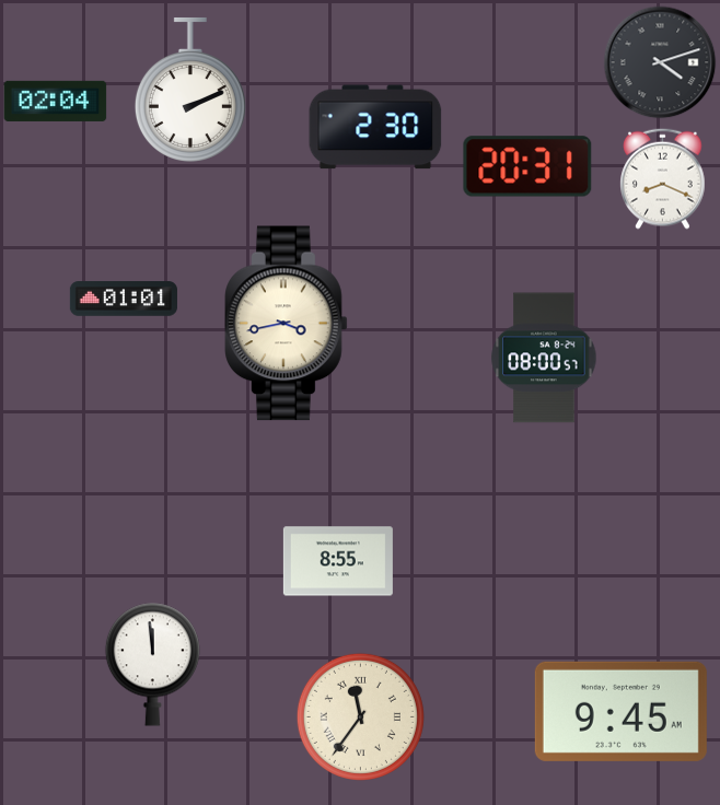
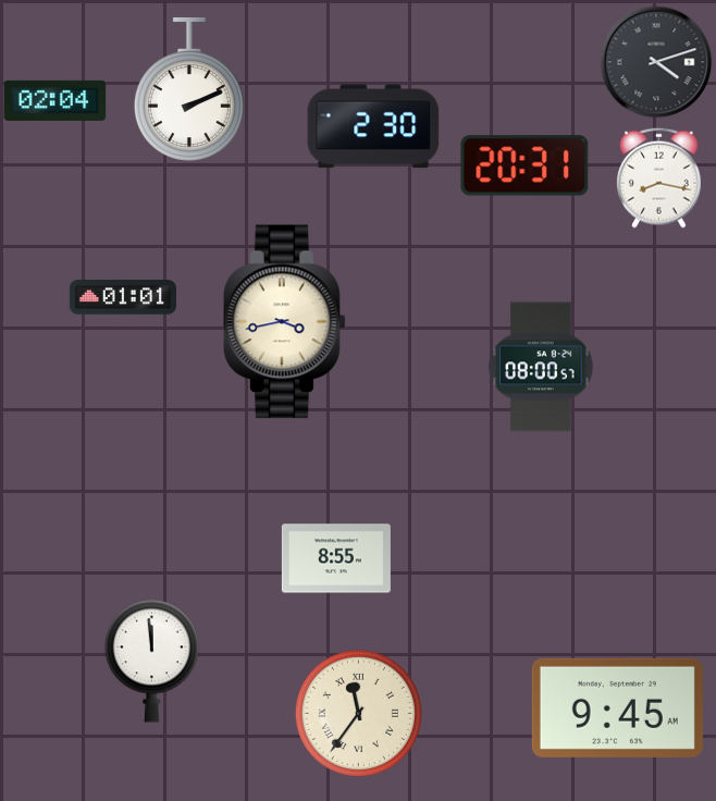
clock at (663, 178): 8:19 -> 8:17
clock at (544, 358) position: (544, 358) -> (541, 367)
